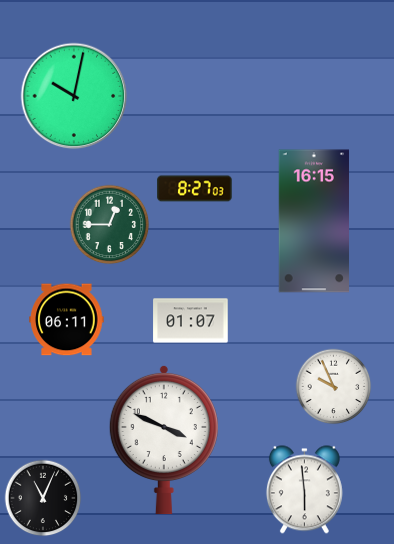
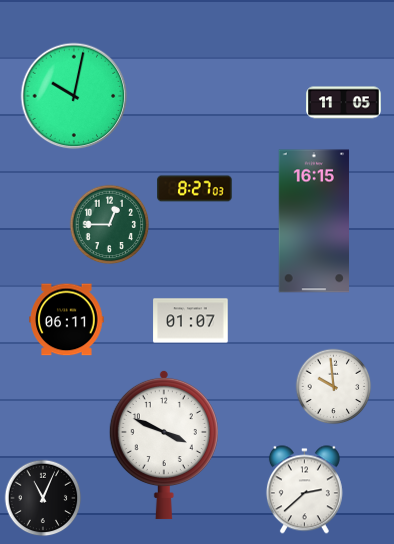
clock at (344, 103): none -> 11:05
clock at (334, 387): 9:56 -> 9:59
clock at (164, 440) position: (164, 440) -> (164, 445)
clock at (304, 490): 5:59 -> 2:38
